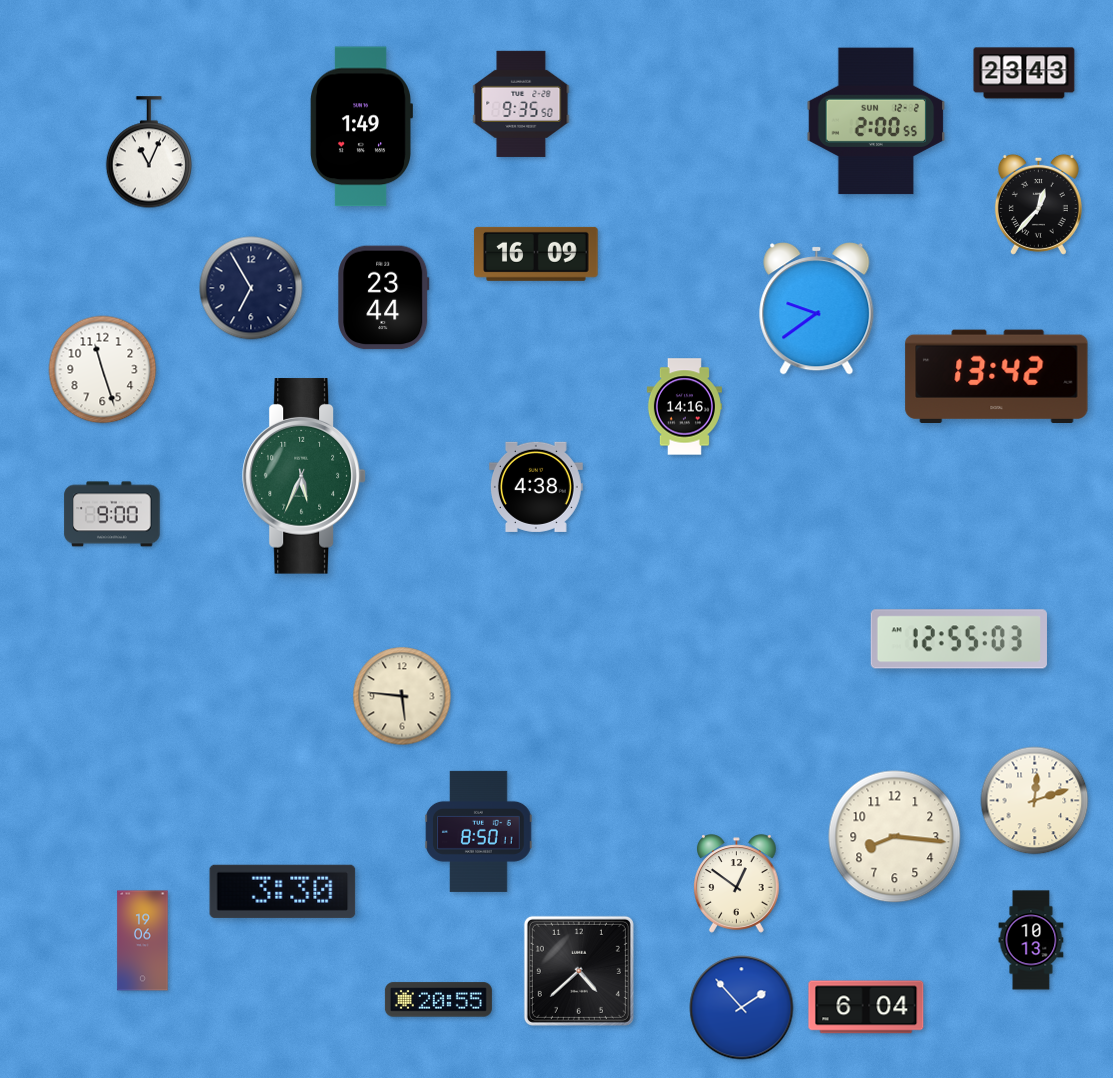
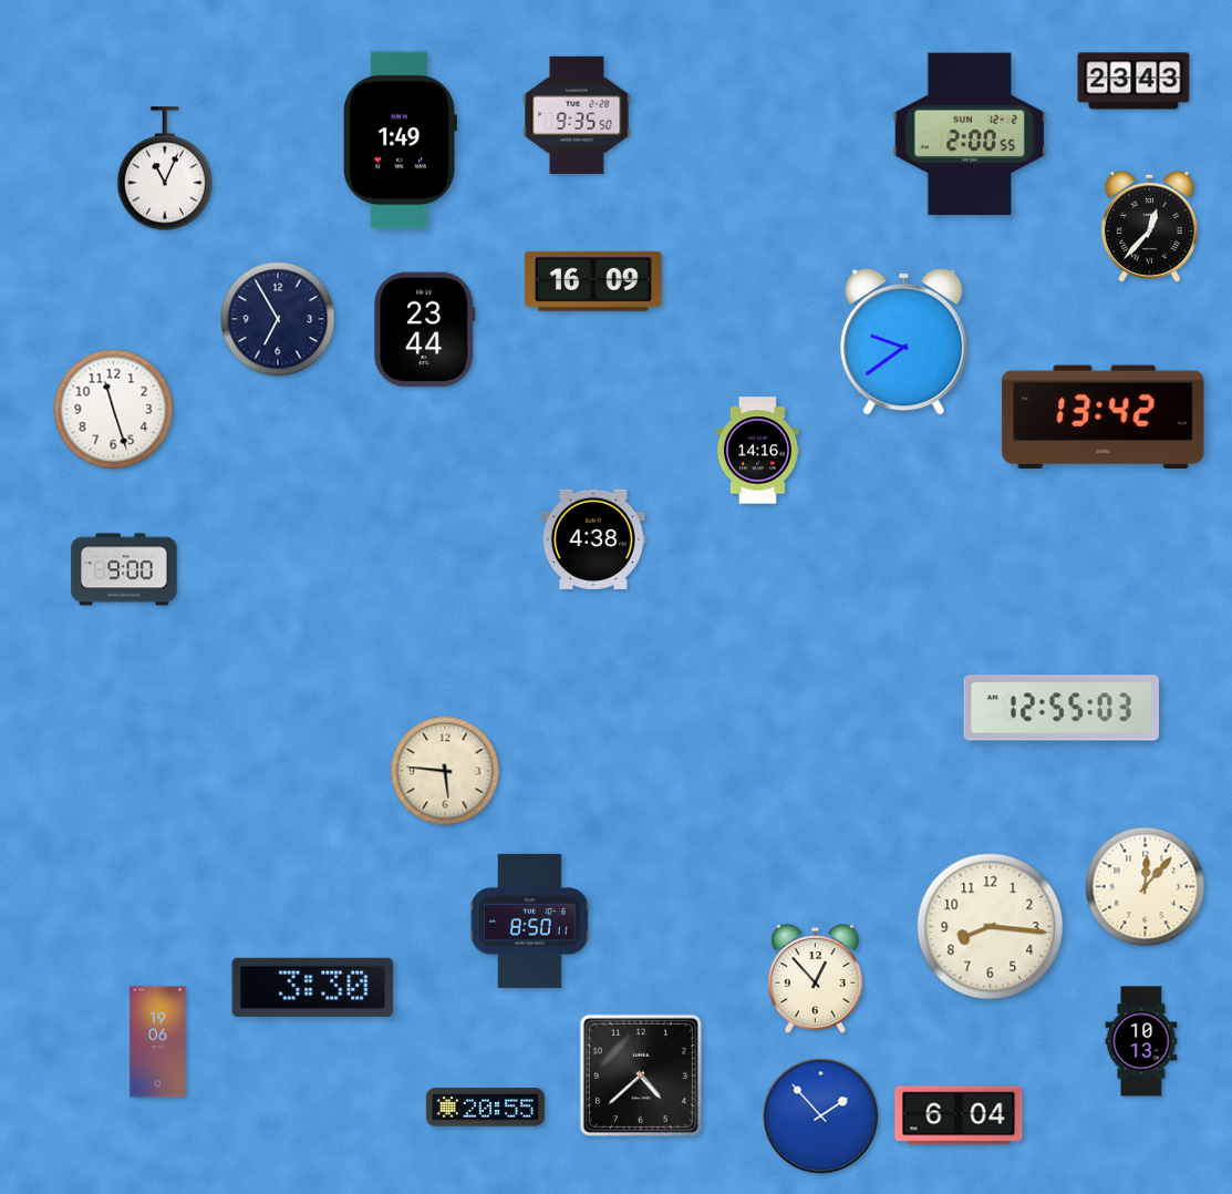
clock at (304, 476): 5:34 -> none
clock at (1035, 801): 12:12 -> 12:07
clock at (737, 884): 12:51 -> 12:53
